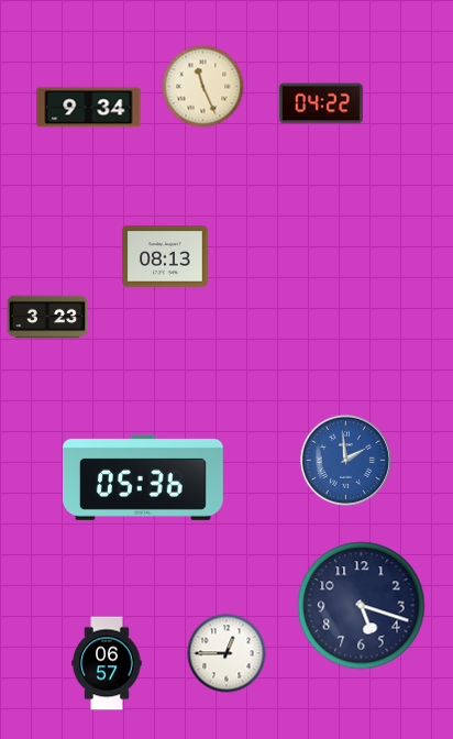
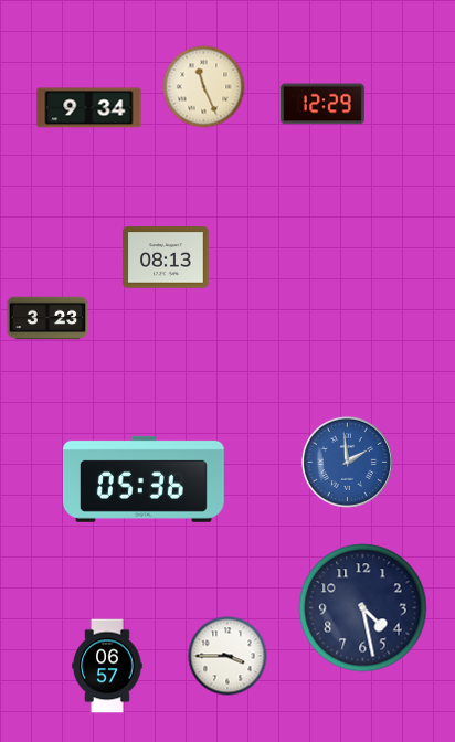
clock at (321, 103): 04:22 -> 12:29
clock at (362, 606): 5:18 -> 4:28
clock at (226, 653): 12:45 -> 3:45
